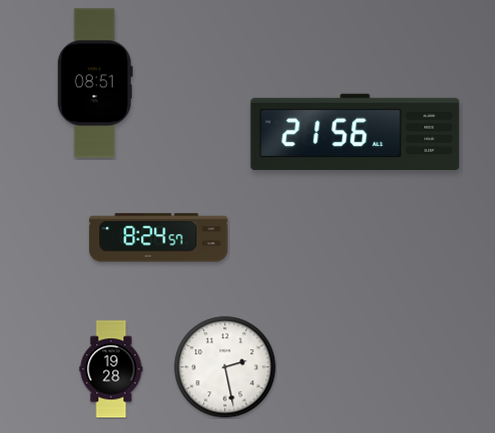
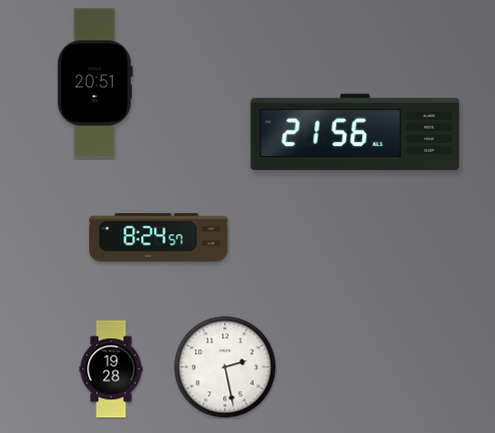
clock at (95, 83): 08:51 -> 20:51
